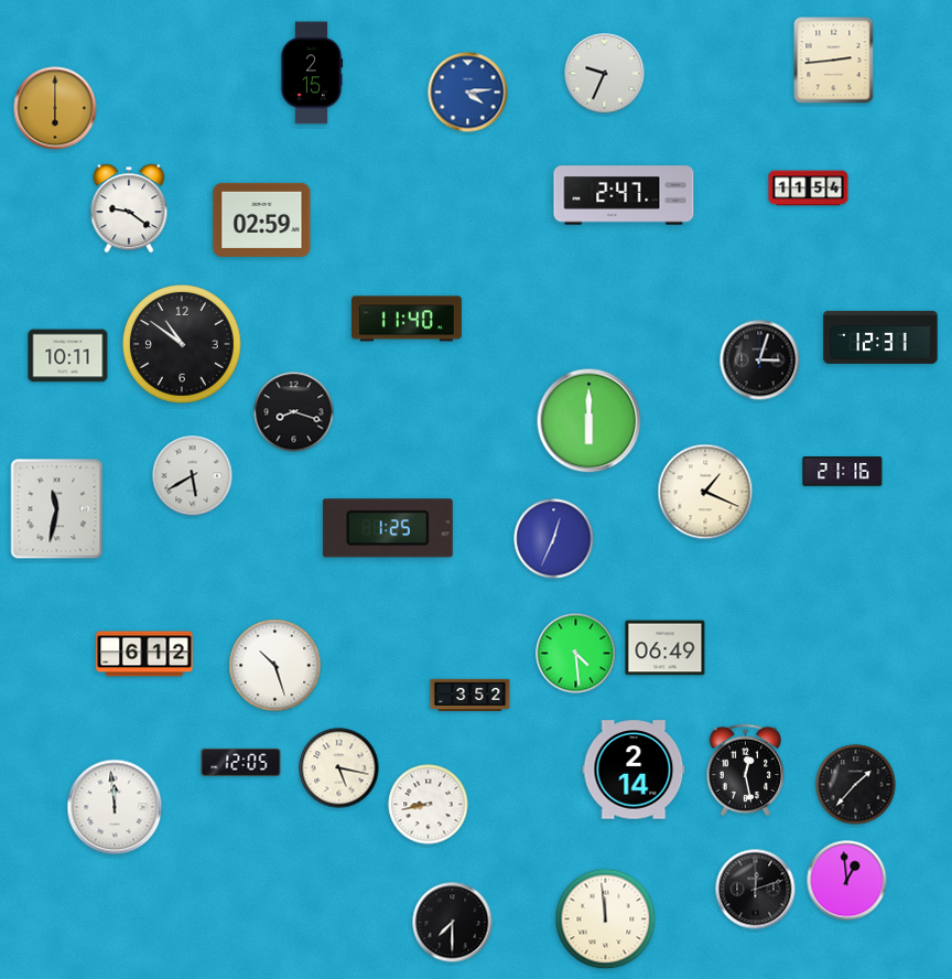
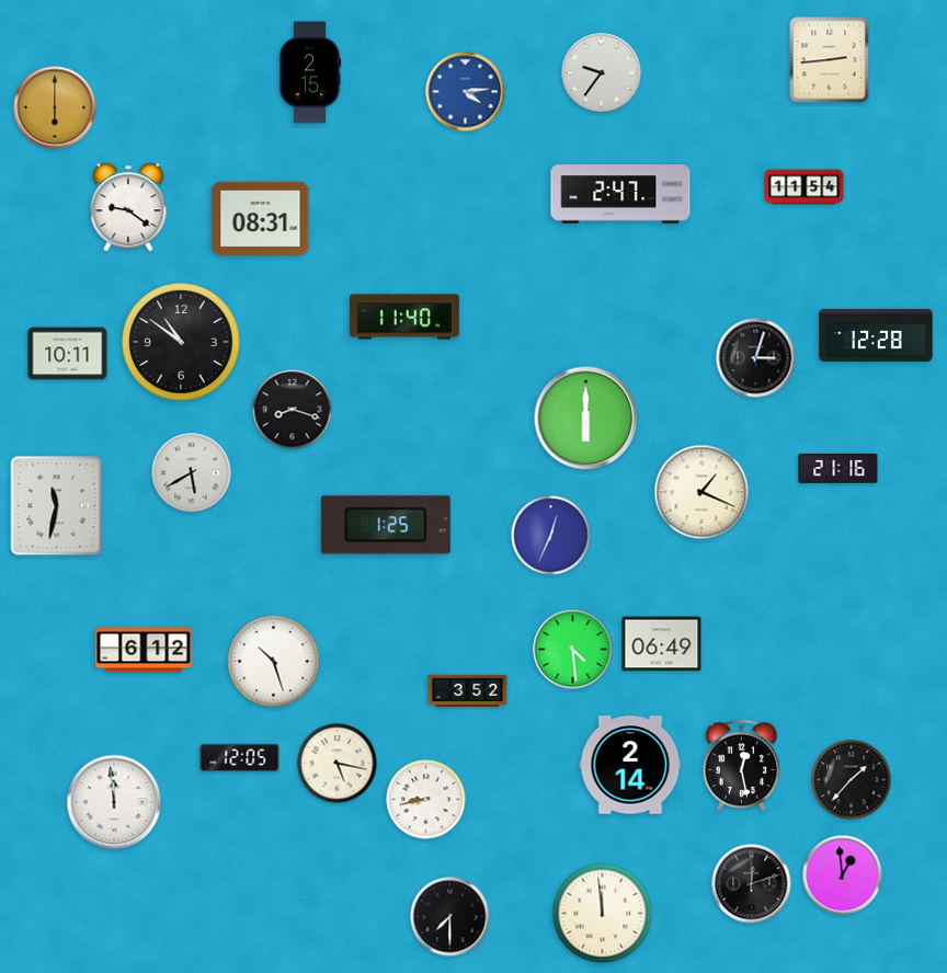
clock at (605, 74): 9:34 -> 9:36
clock at (262, 219): 02:59 -> 08:31
clock at (880, 337): 12:31 -> 12:28
clock at (705, 492) position: (705, 492) -> (701, 492)
